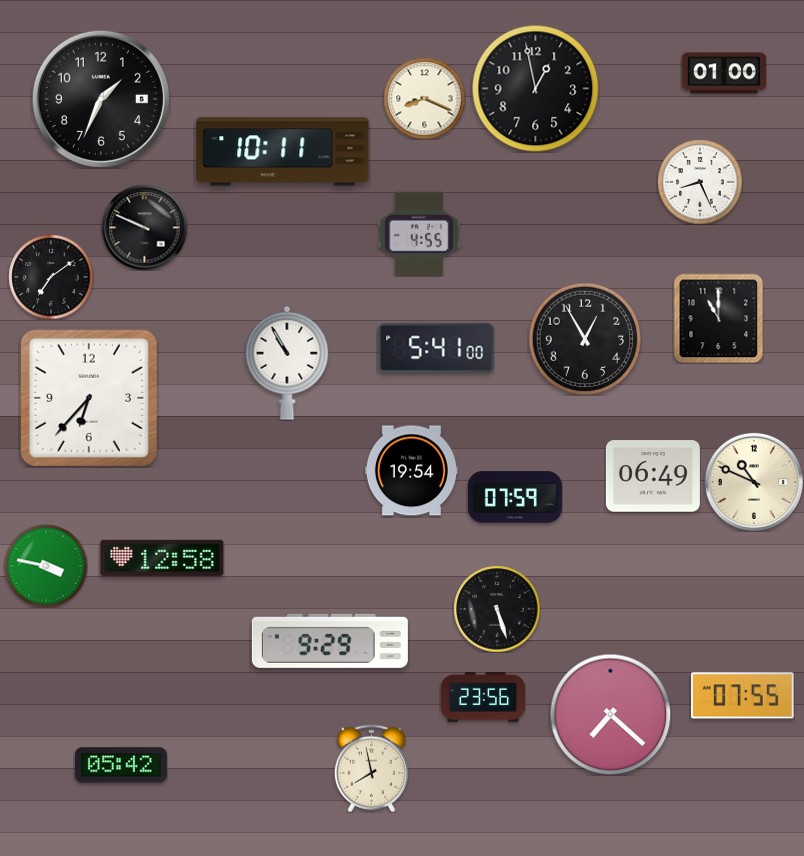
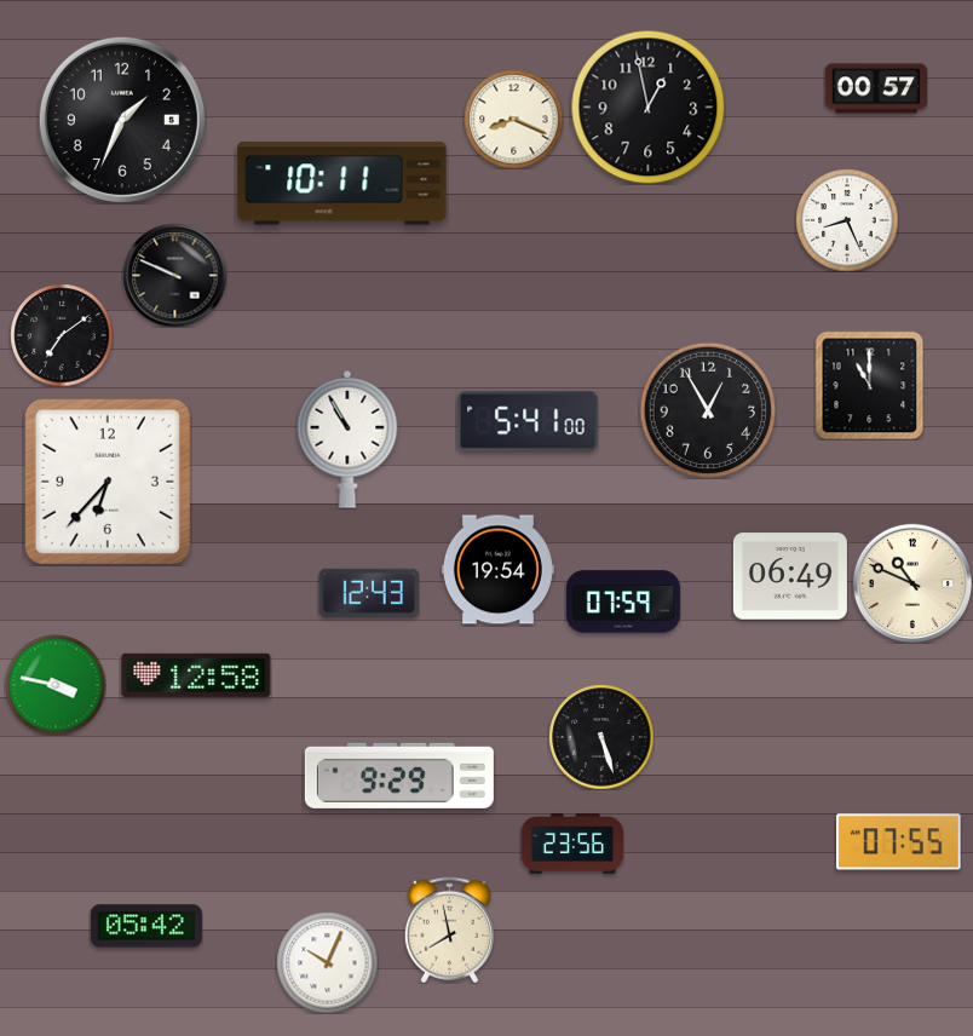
clock at (724, 73): 01:00 -> 00:57
clock at (419, 234): 4:55 -> none
clock at (369, 593): none -> 12:43
clock at (483, 697) position: (483, 697) -> (572, 844)
clock at (610, 714): 7:22 -> none
clock at (327, 962): none -> 10:04
